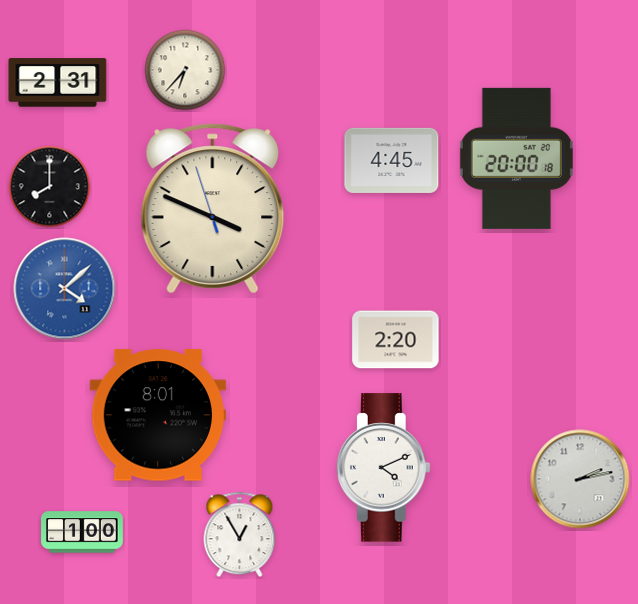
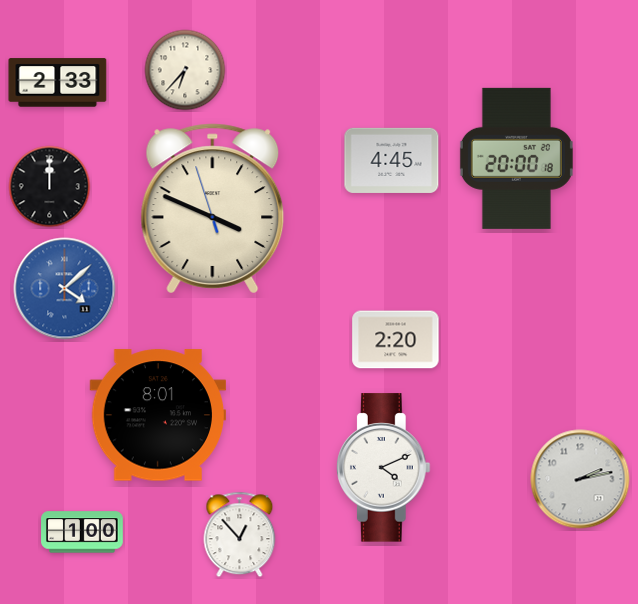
clock at (58, 83): 2:31 -> 2:33
clock at (50, 187): 8:00 -> 12:00
clock at (240, 535): 12:55 -> 12:53
